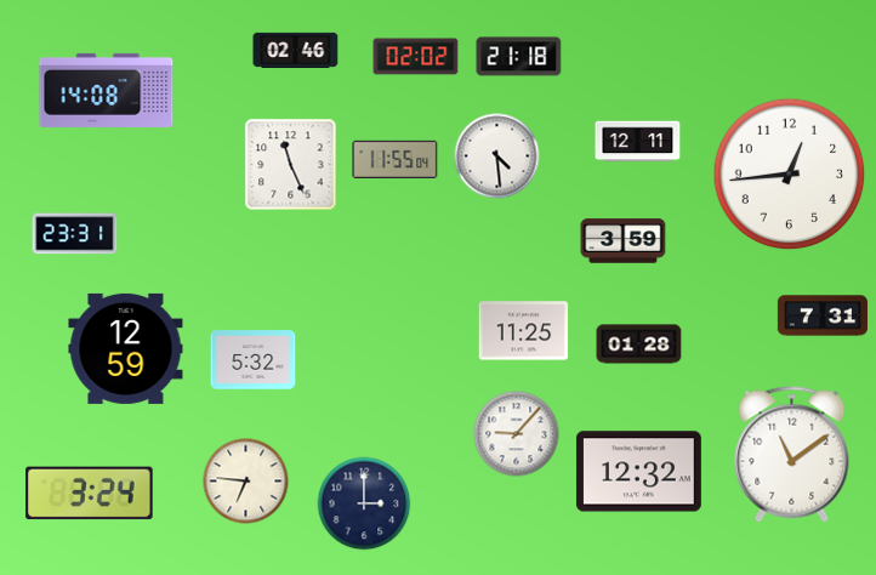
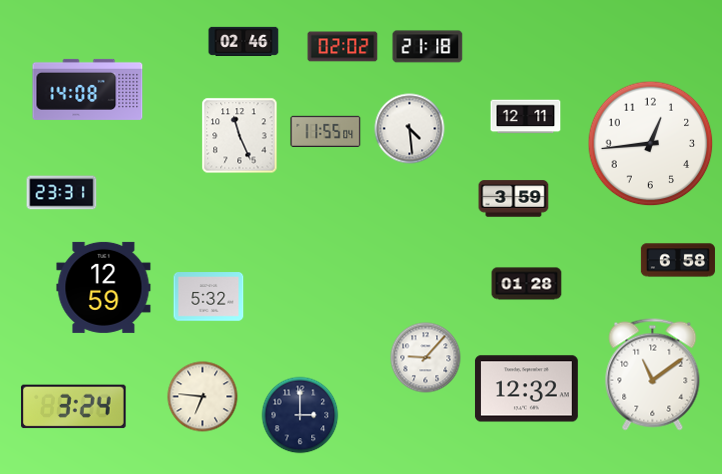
clock at (107, 90) position: (107, 90) -> (88, 89)
clock at (823, 315): 7:31 -> 6:58
clock at (524, 331): 11:25 -> none
